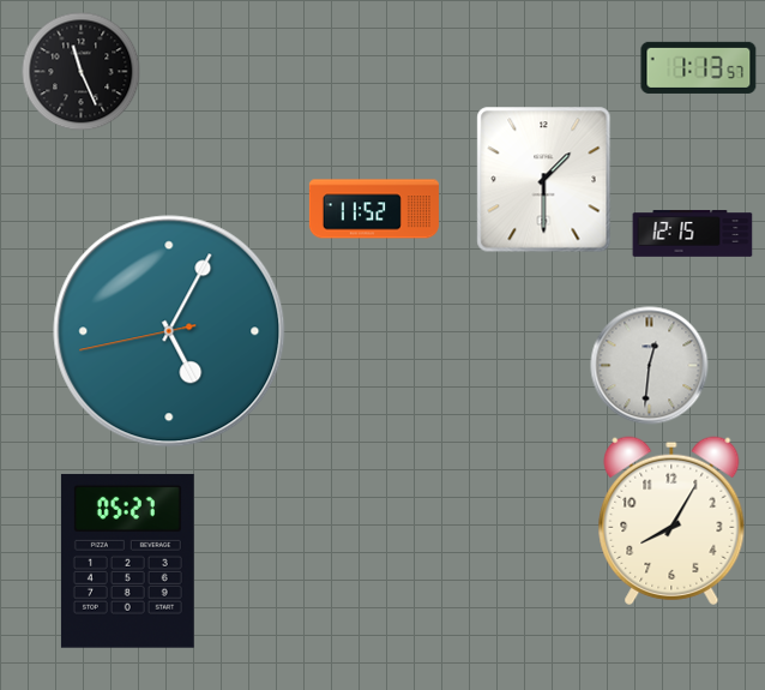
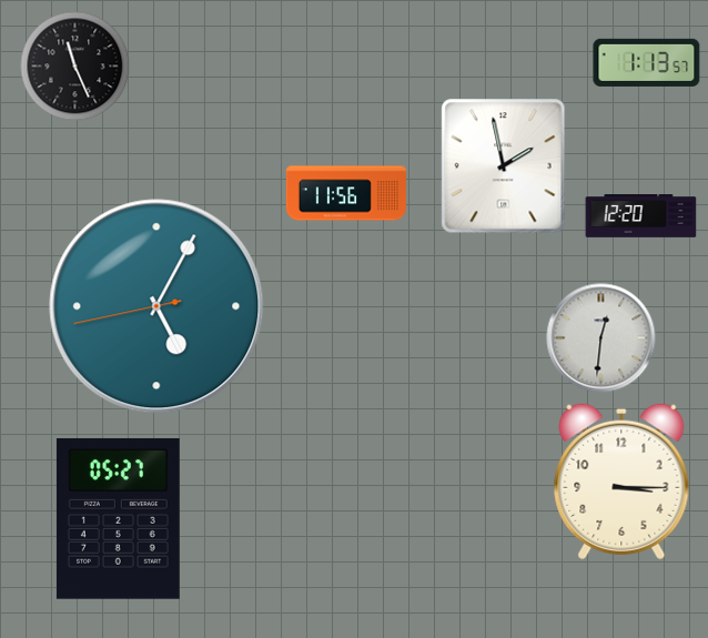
clock at (544, 180): 1:30 -> 1:58
clock at (374, 209): 11:52 -> 11:56
clock at (693, 234): 12:15 -> 12:20
clock at (671, 521): 8:05 -> 3:15
